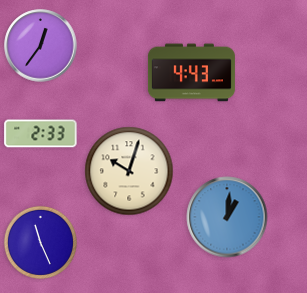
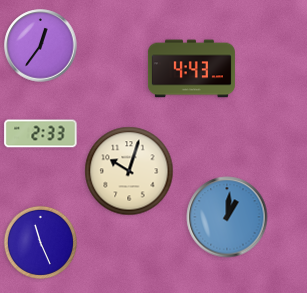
clock at (191, 73) position: (191, 73) -> (191, 69)
